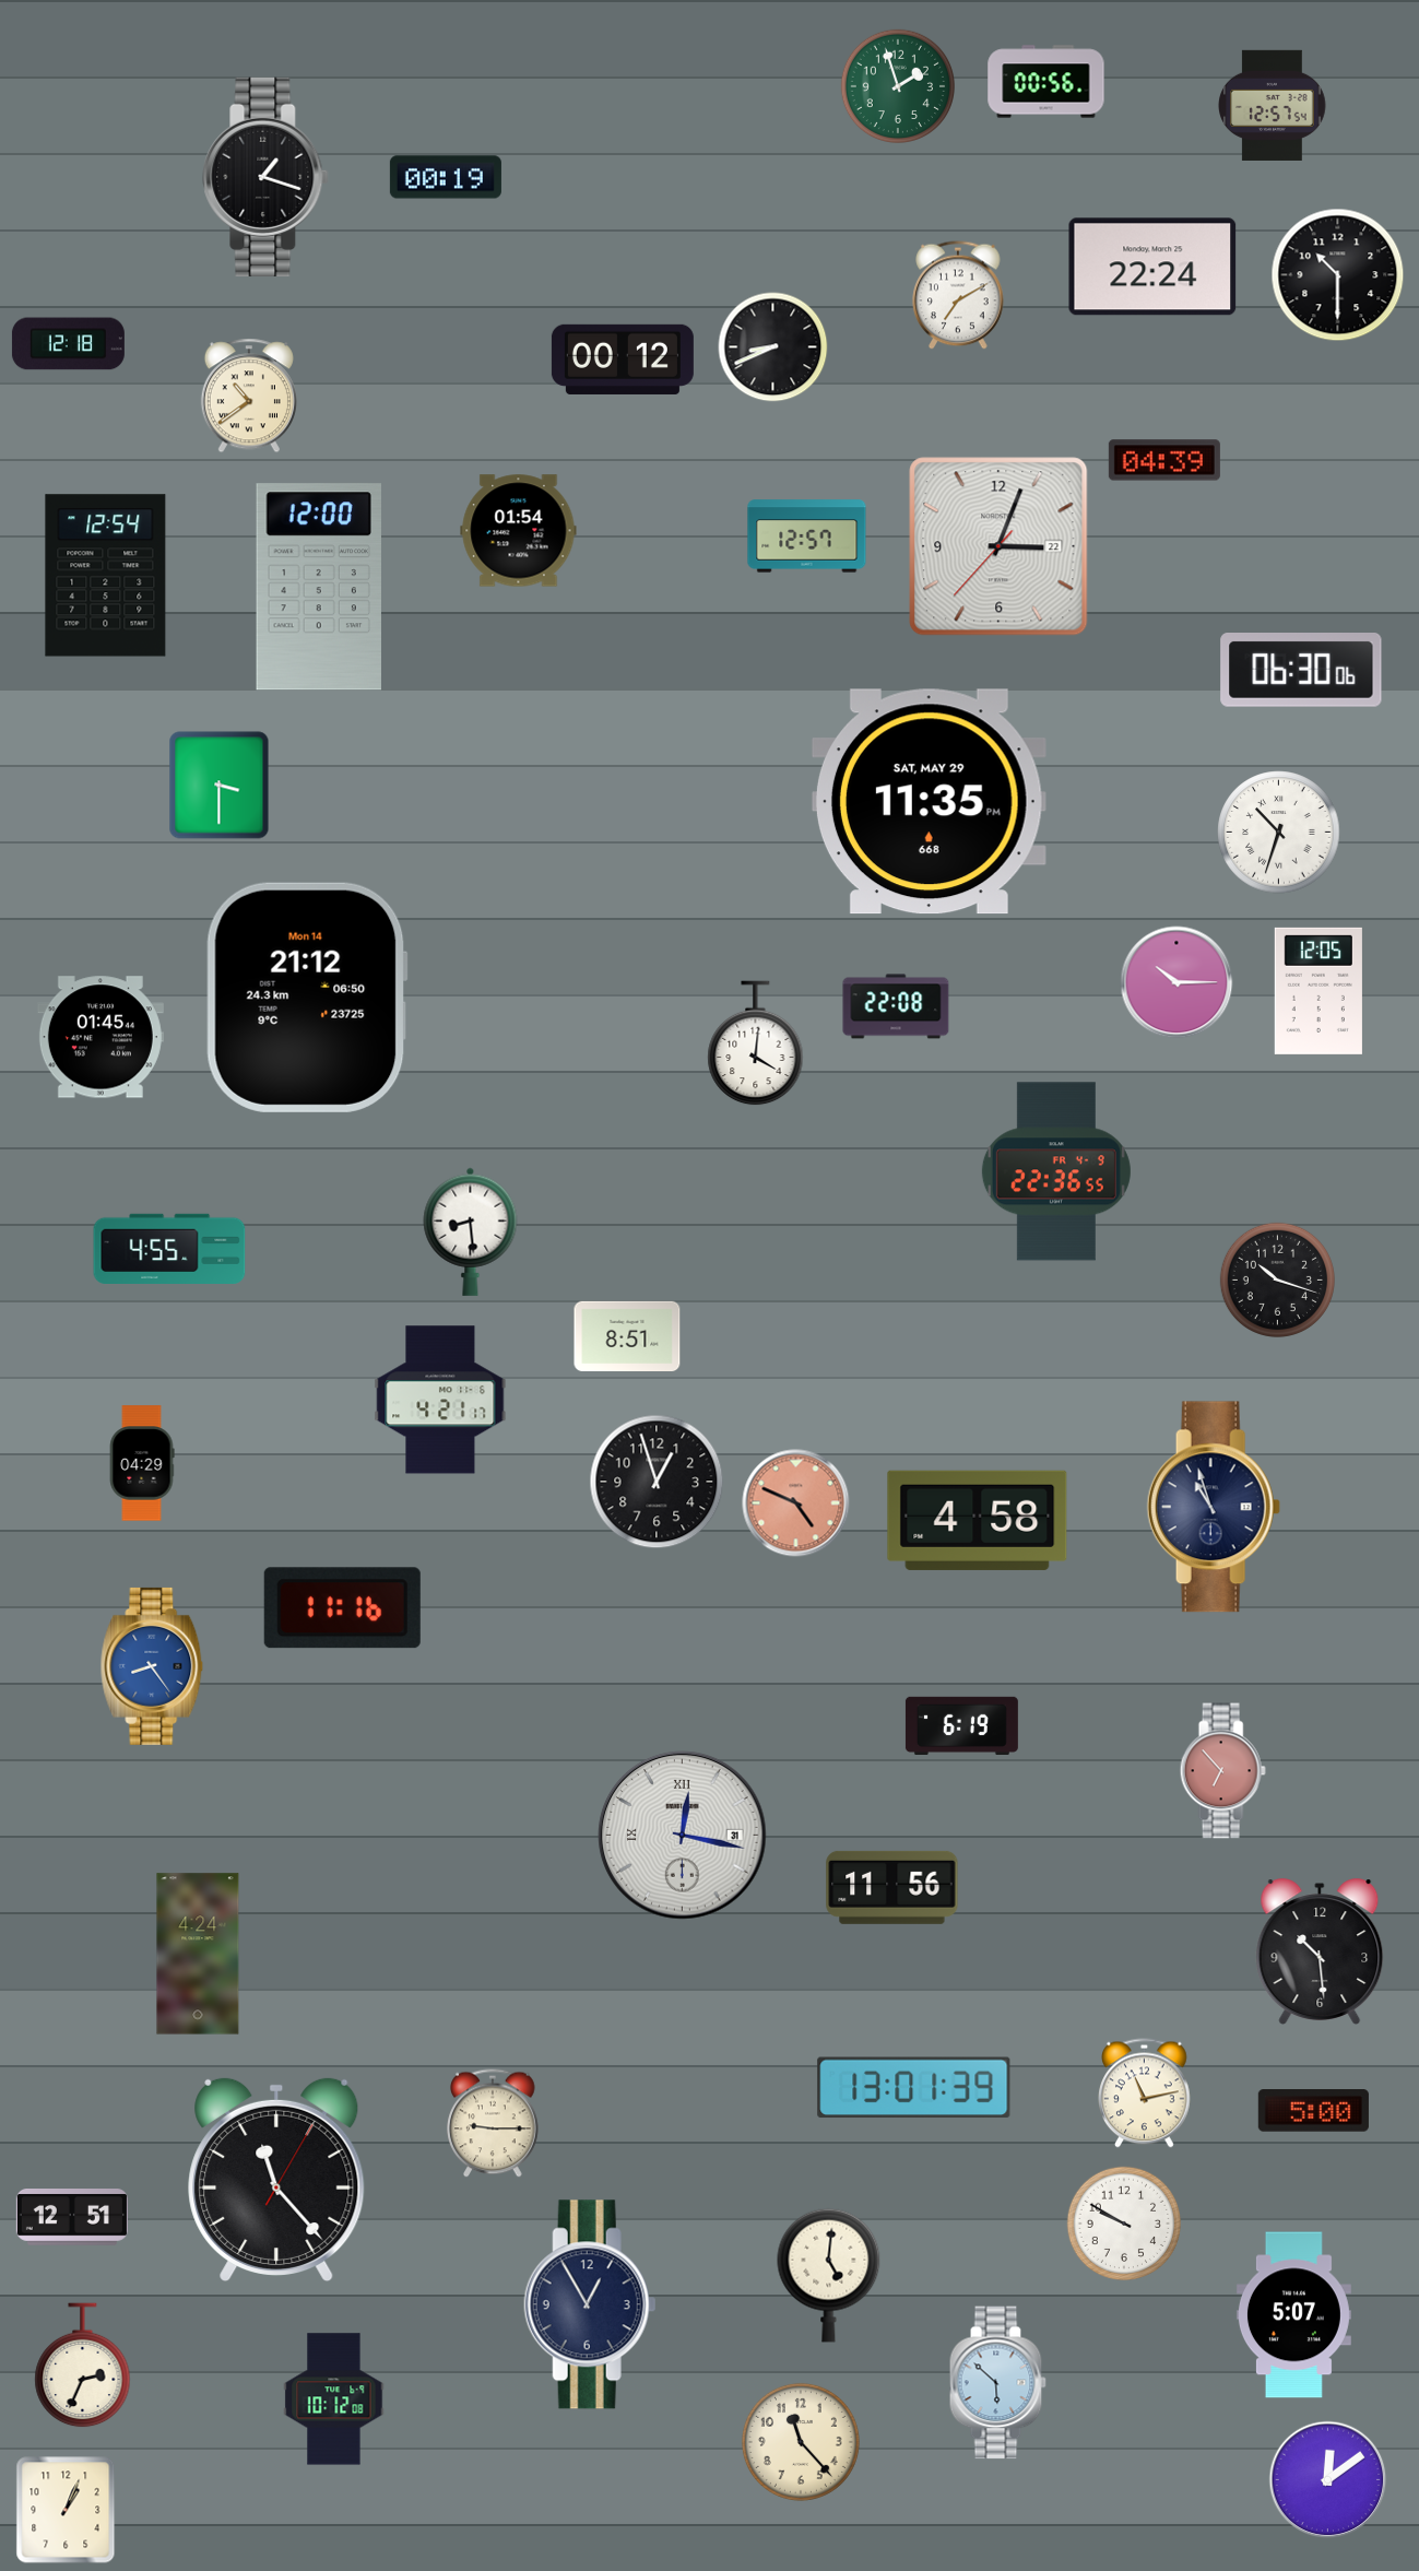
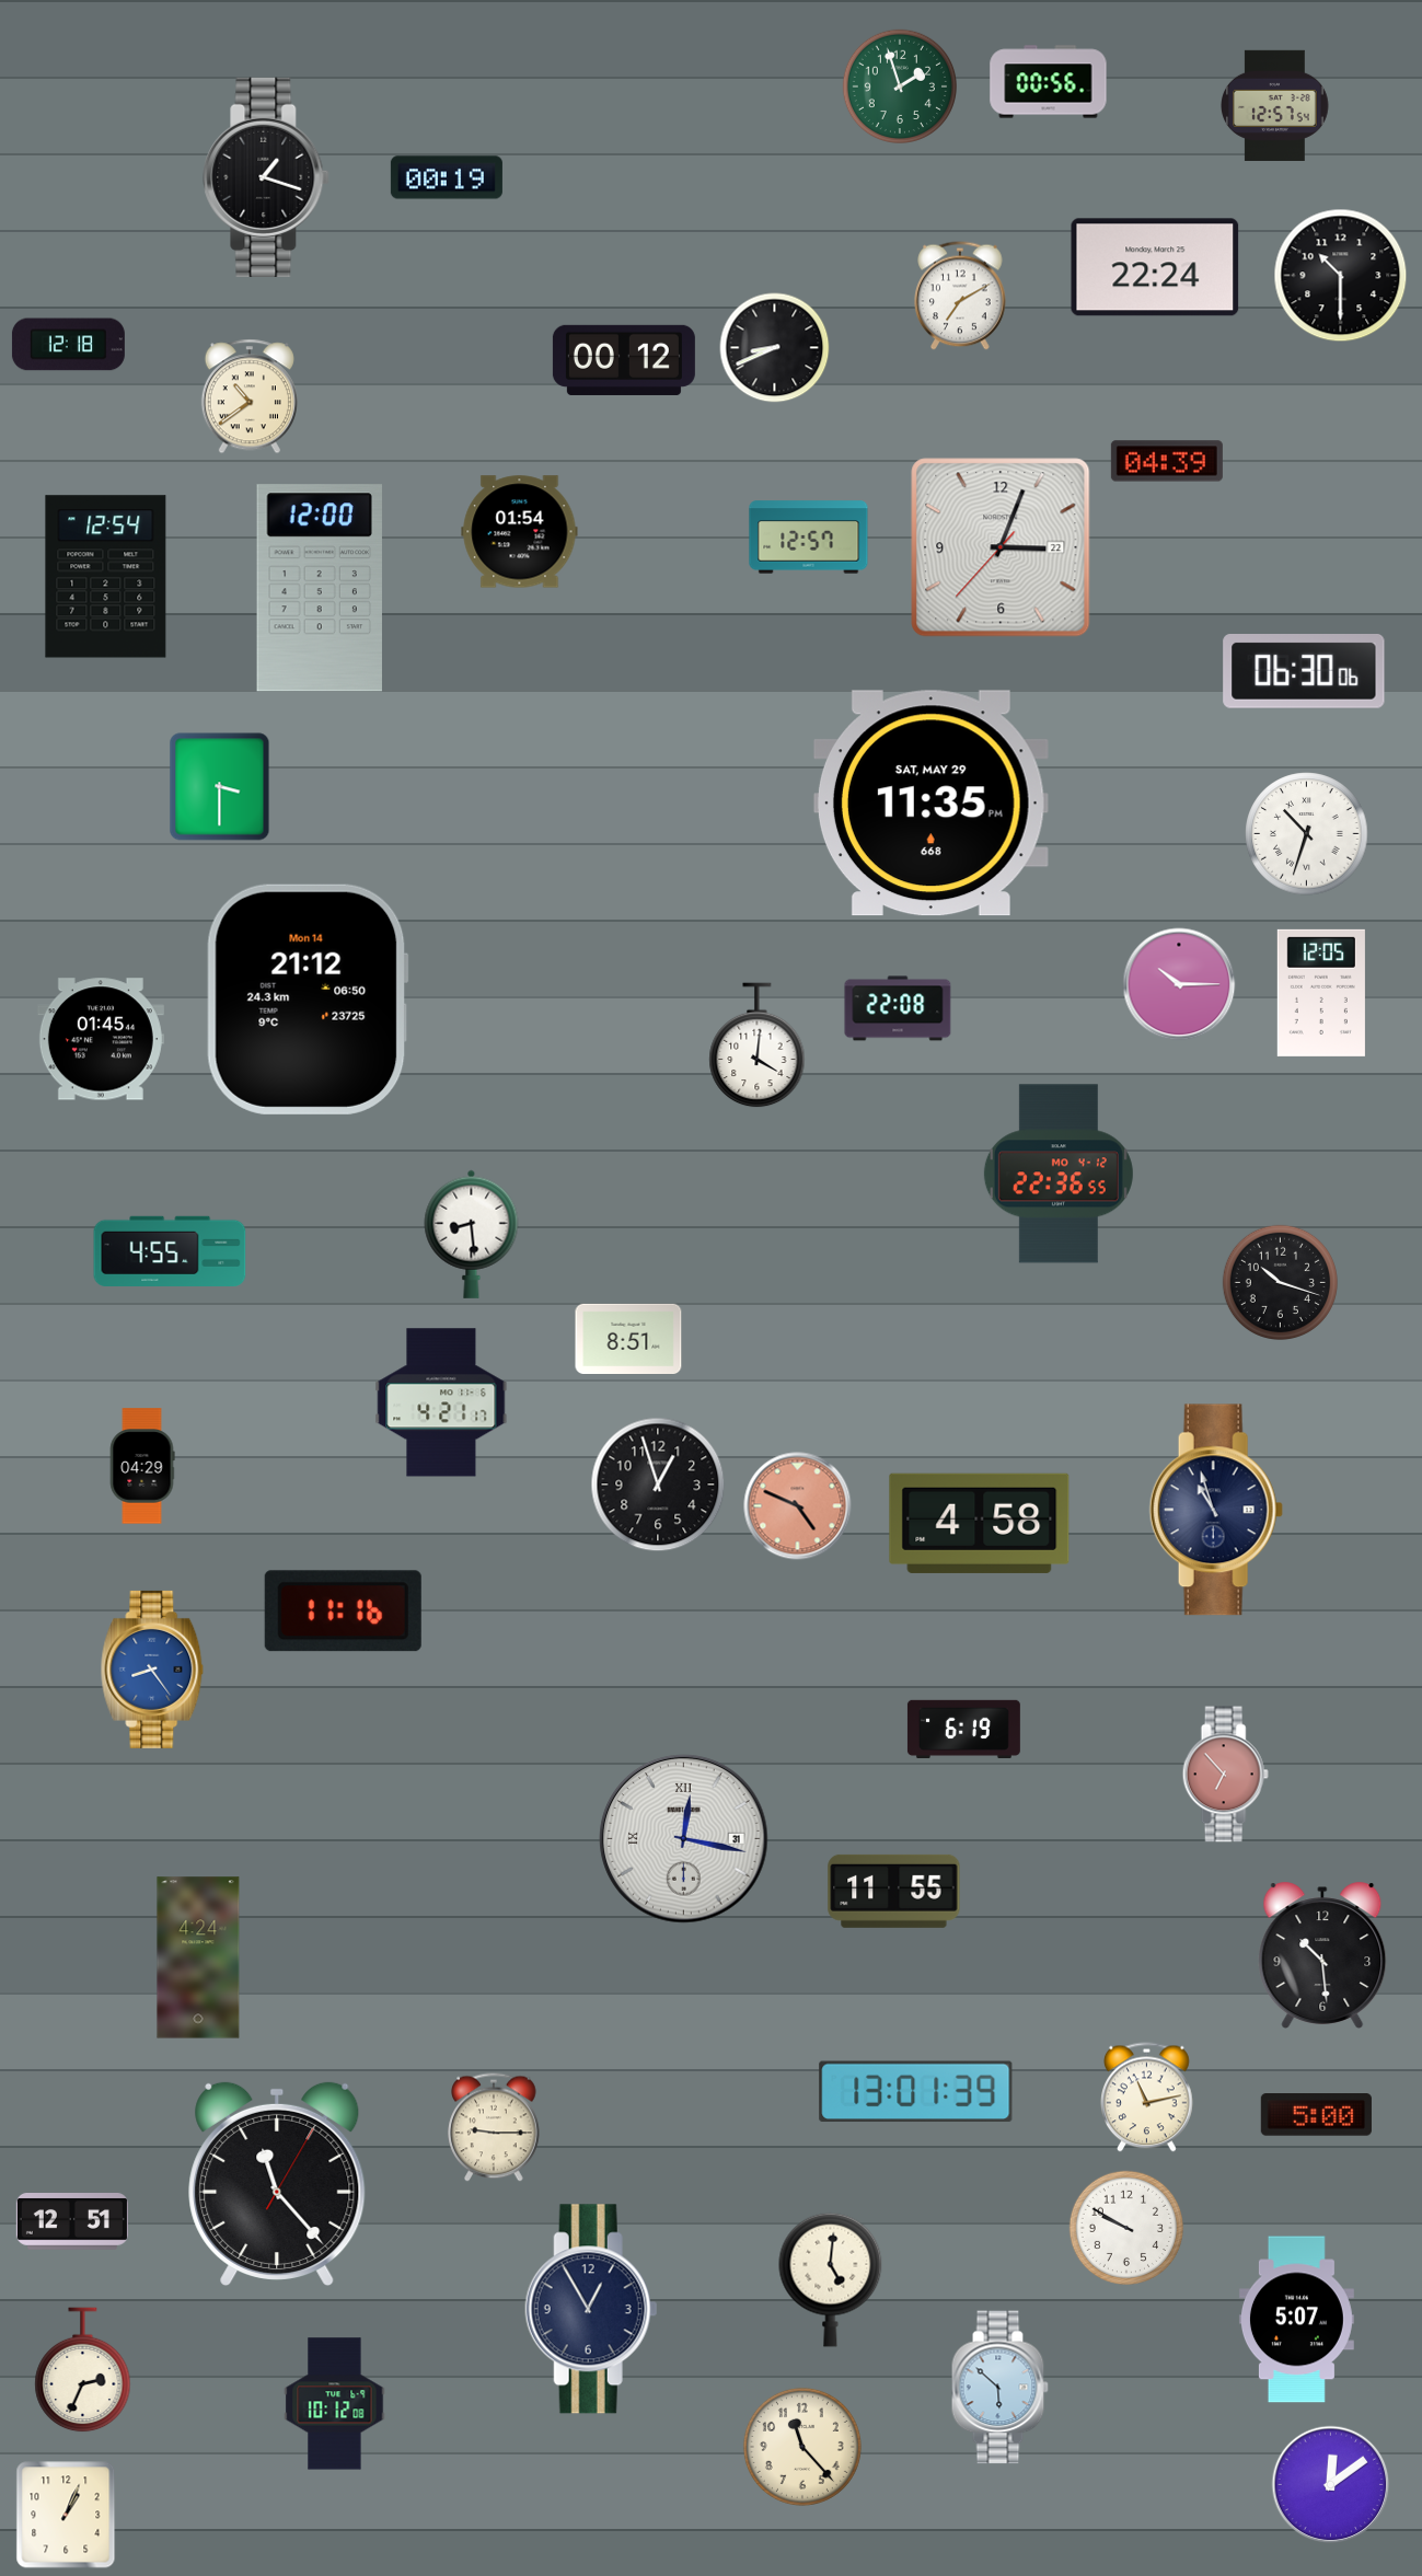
clock at (1279, 833) position: (1279, 833) -> (1307, 834)
clock at (1056, 1171) date: FR 4-9 -> MO 4-12
clock at (892, 1887): 11:56 -> 11:55
